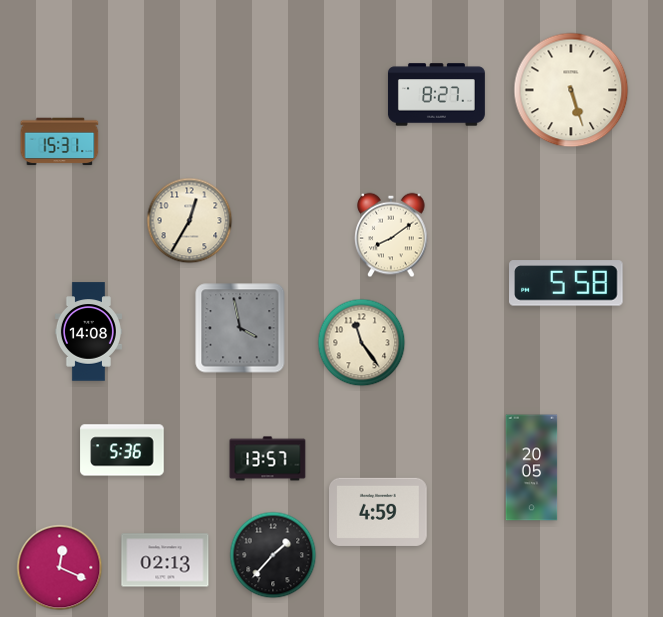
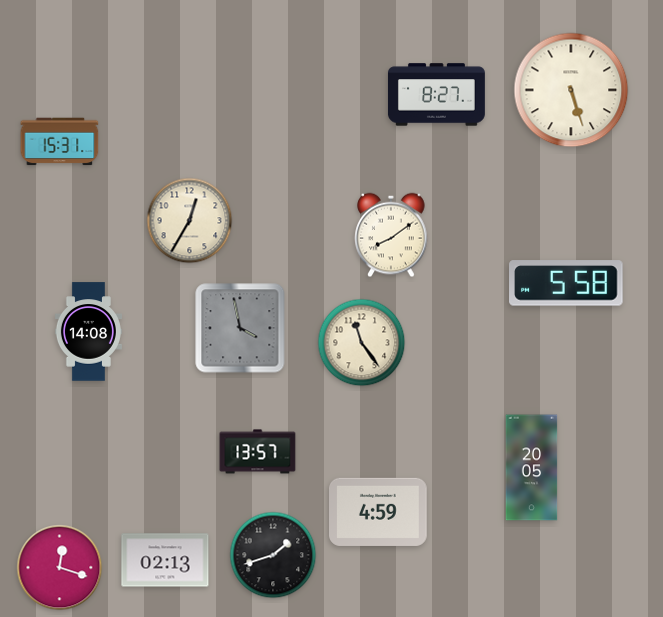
clock at (122, 450): 5:36 -> none
clock at (268, 459) position: (268, 459) -> (258, 452)
clock at (273, 555): 1:37 -> 1:42
clock at (60, 568): 12:19 -> 12:18
